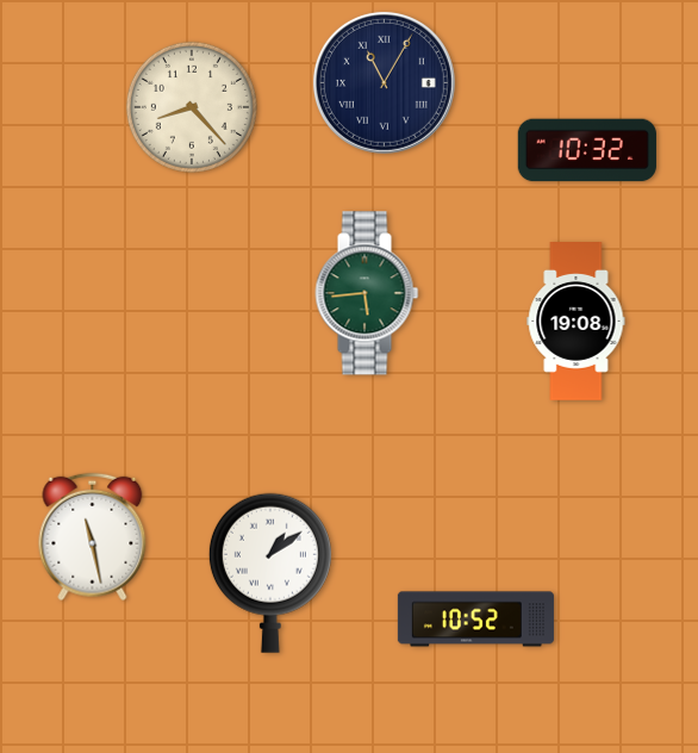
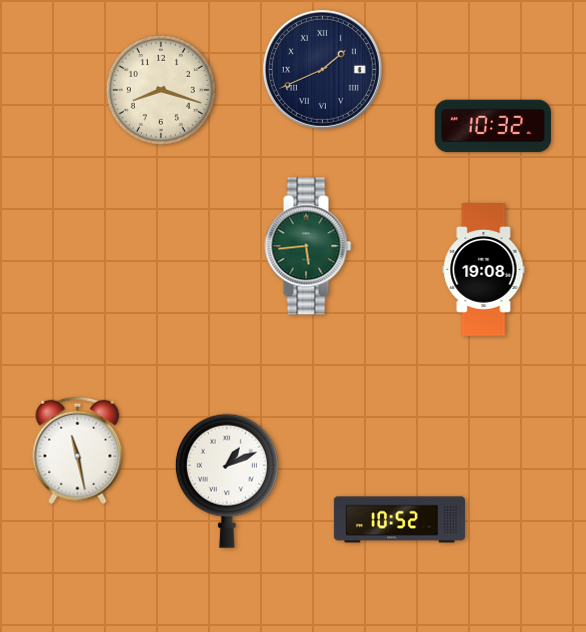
clock at (384, 82): 11:05 -> 1:41
clock at (192, 107): 8:23 -> 8:18
clock at (270, 573): 1:09 -> 1:11
